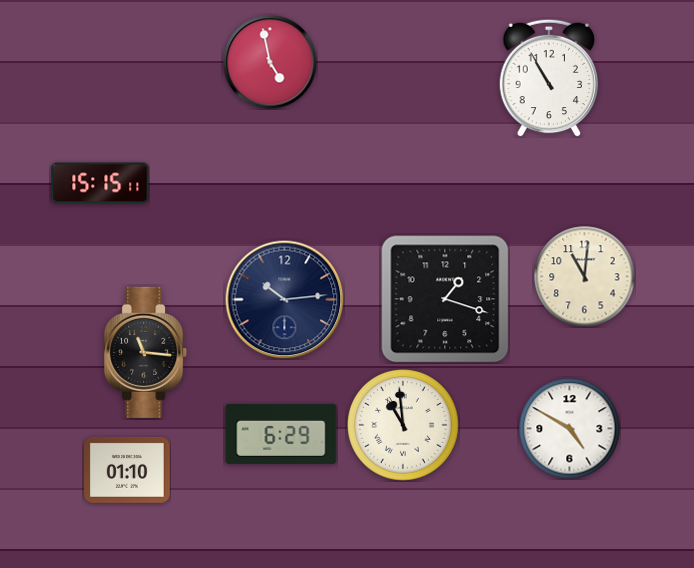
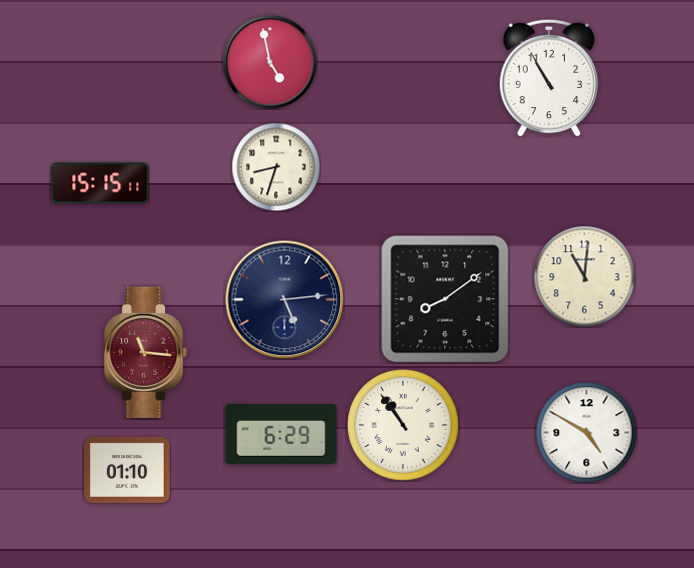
clock at (276, 167): none -> 8:33
clock at (445, 299): 1:18 -> 8:09
clock at (285, 300): 10:14 -> 5:14
clock at (146, 352) dial: black -> burgundy
clock at (403, 425): 10:59 -> 10:54
clock at (570, 429) position: (570, 429) -> (587, 433)
